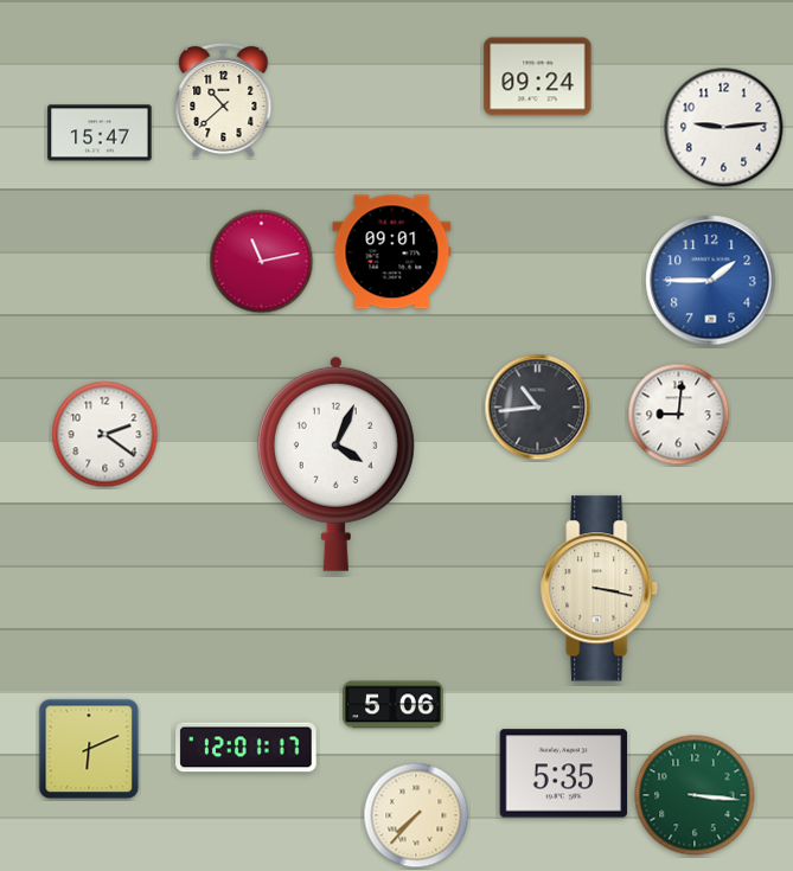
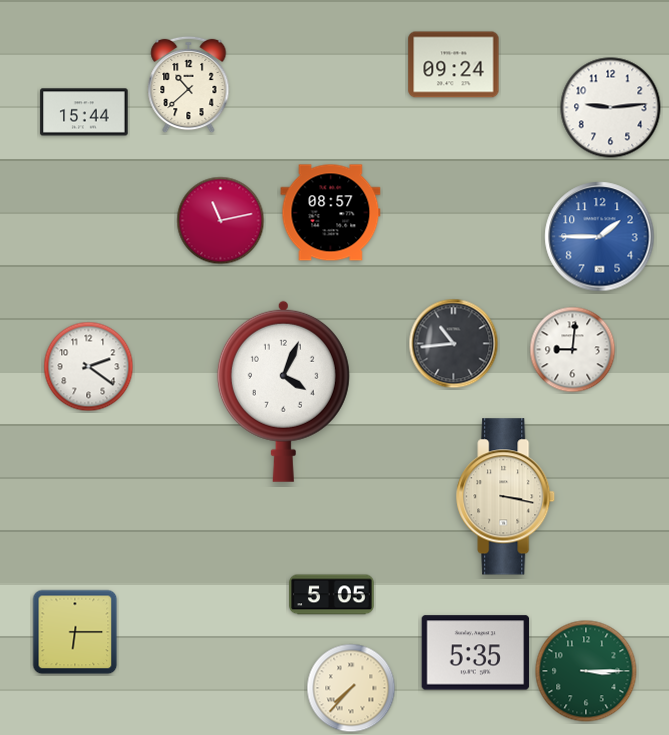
clock at (100, 133): 15:47 -> 15:44
clock at (392, 252): 09:01 -> 08:57
clock at (394, 705): 5:06 -> 5:05
clock at (247, 748): 12:01 -> none
clock at (89, 749): 6:11 -> 6:15
clock at (695, 795): 3:16 -> 3:15
